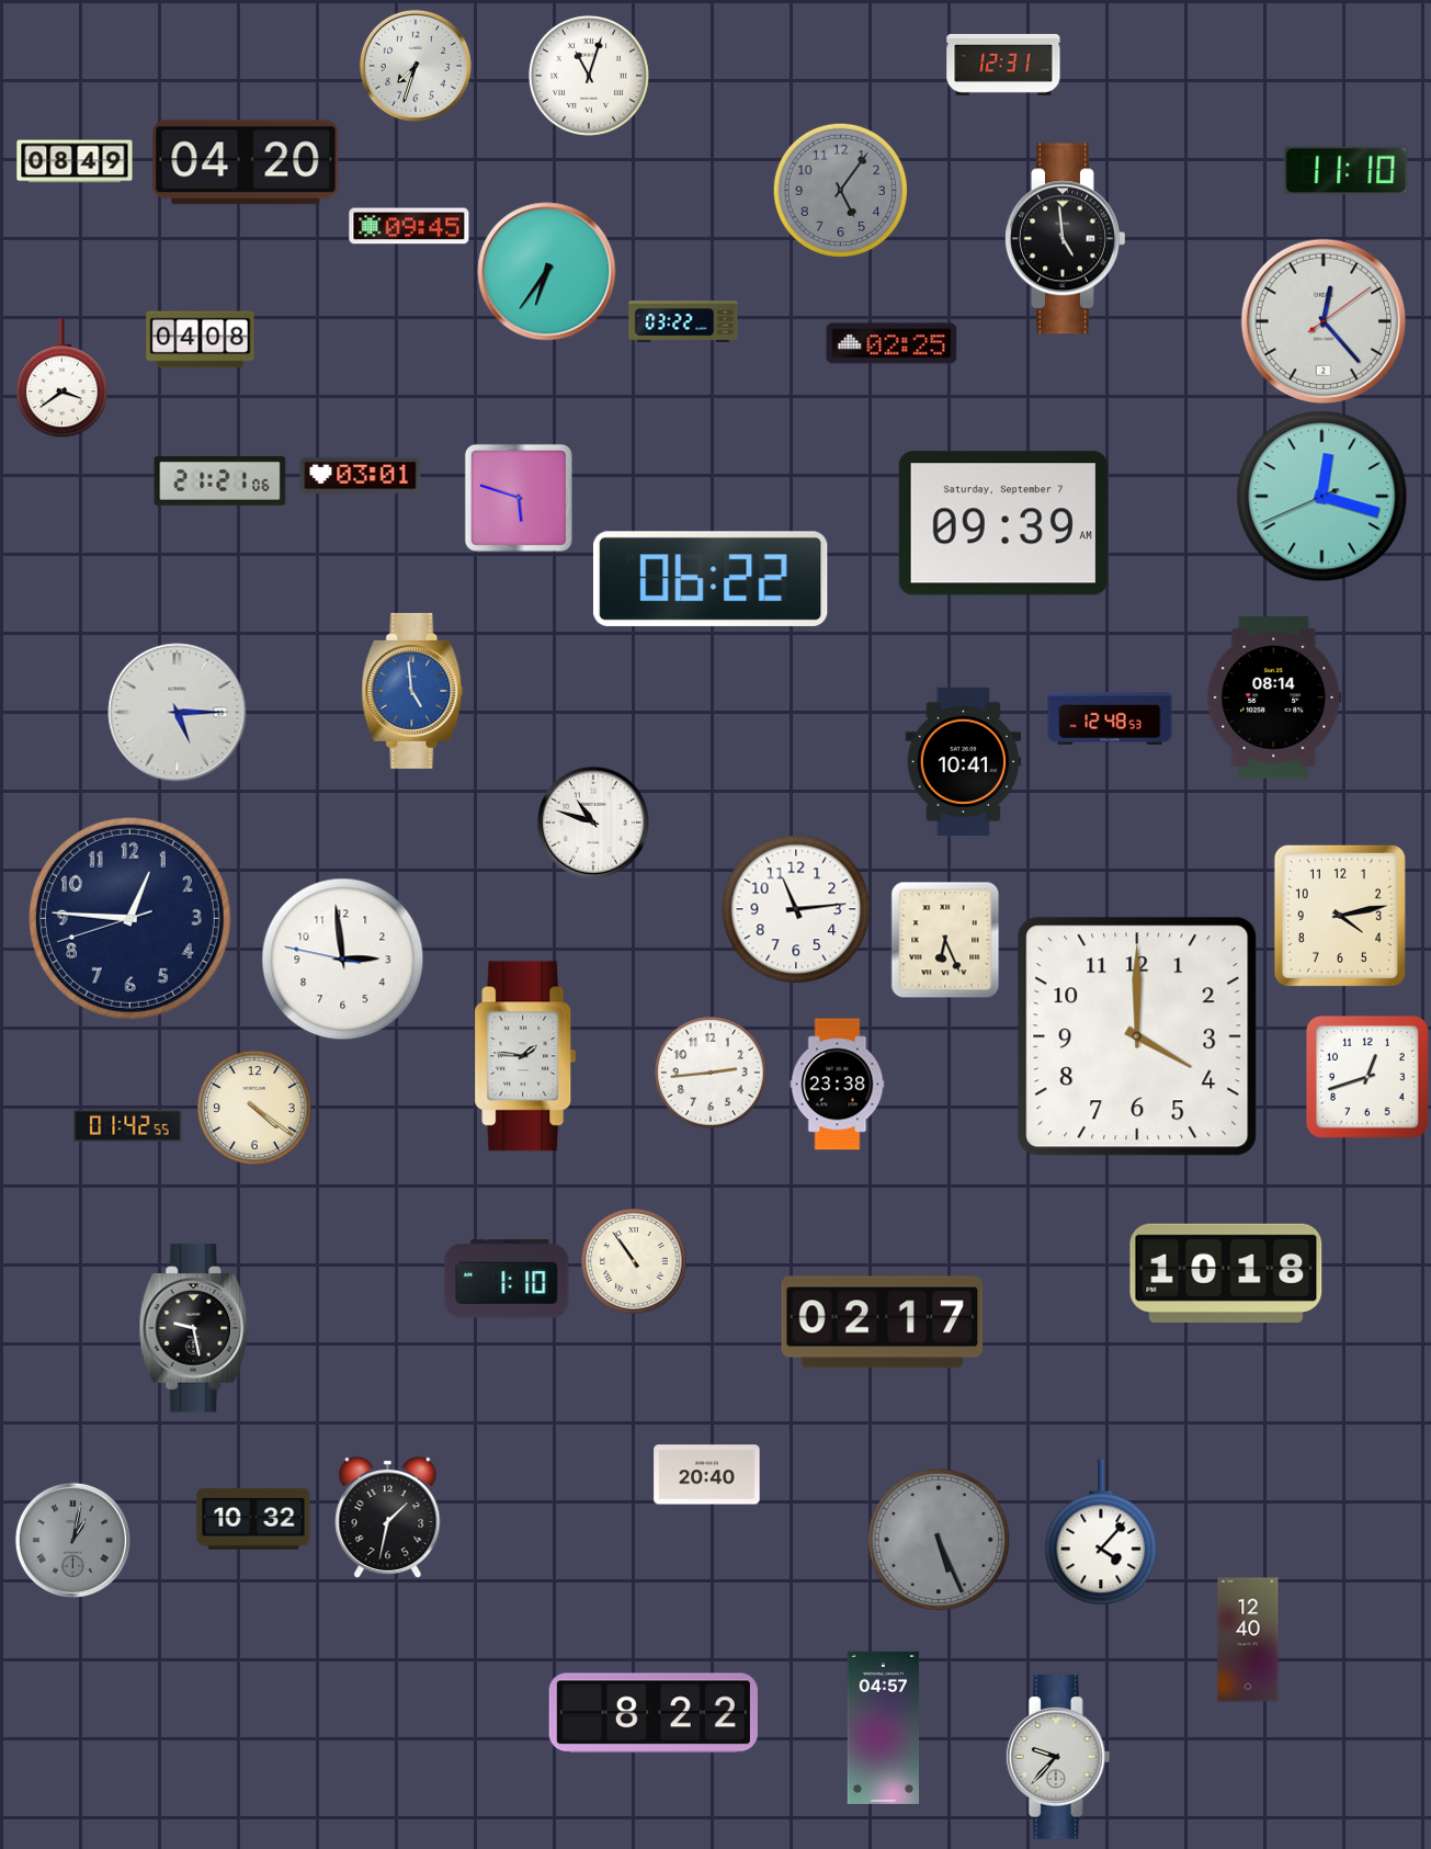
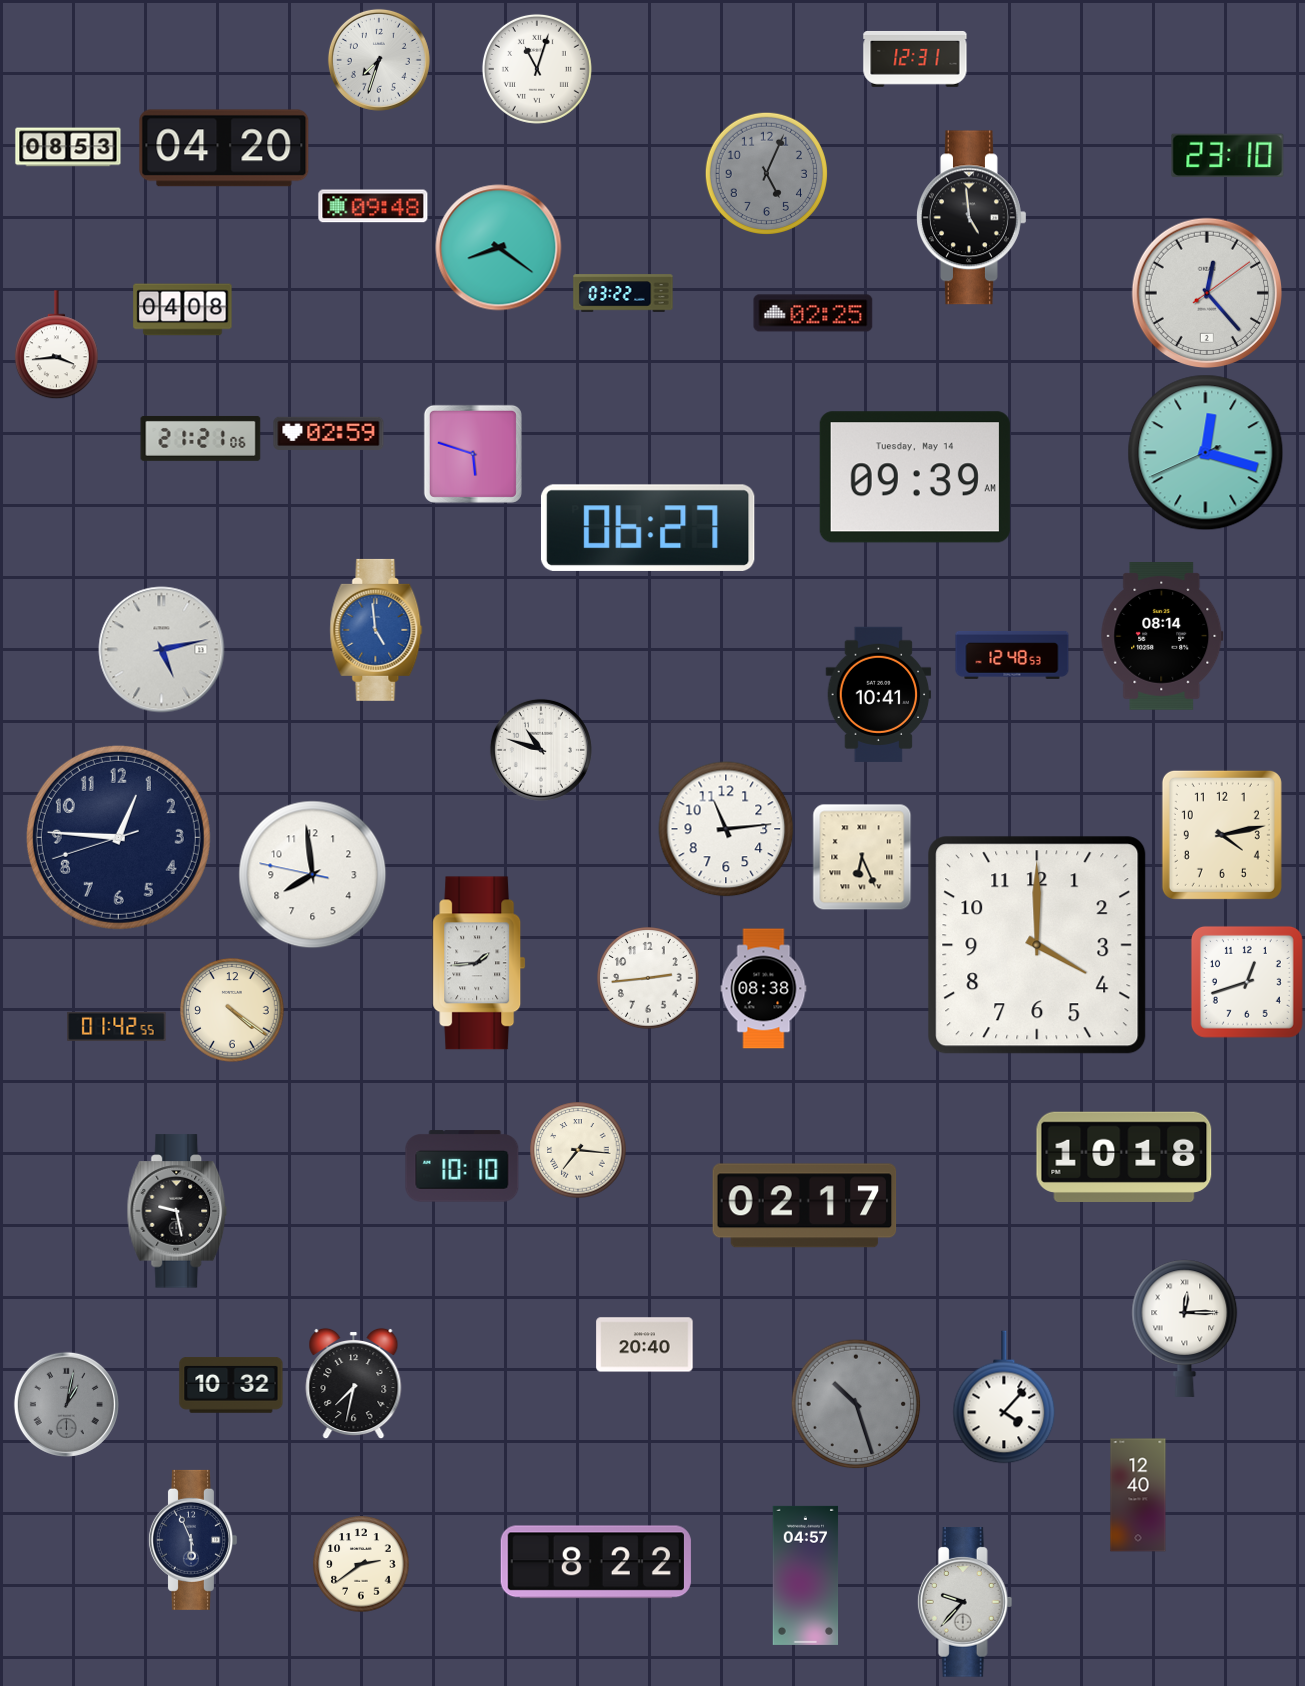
clock at (75, 161): 08:49 -> 08:53
clock at (1347, 171): 11:10 -> 23:10
clock at (840, 190): 5:06 -> 5:04
clock at (409, 226): 09:45 -> 09:48
clock at (547, 272): 6:36 -> 8:21
clock at (61, 378): 3:39 -> 3:44
clock at (361, 475): 03:01 -> 02:59
clock at (1003, 523) date: Saturday, September 7 -> Tuesday, May 14
clock at (711, 579): 06:22 -> 06:27
clock at (178, 713): 5:15 -> 5:13
clock at (343, 960): 2:58 -> 7:58
clock at (525, 1056): 1:46 -> 1:44
clock at (838, 1085): 23:38 -> 08:38
clock at (634, 1261): 10:54 -> 7:16
clock at (1226, 1272) position: (1226, 1272) -> (1124, 1156)
clock at (507, 1279): 1:10 -> 10:10
clock at (1185, 1328): none -> 12:15
clock at (388, 1517): 1:32 -> 7:32
clock at (939, 1540): 5:26 -> 10:27
clock at (192, 1540): none -> 5:56
clock at (361, 1564): none -> 2:39
